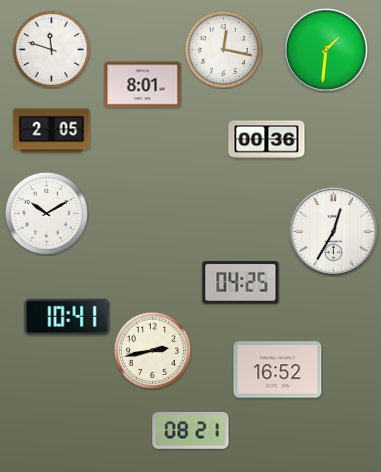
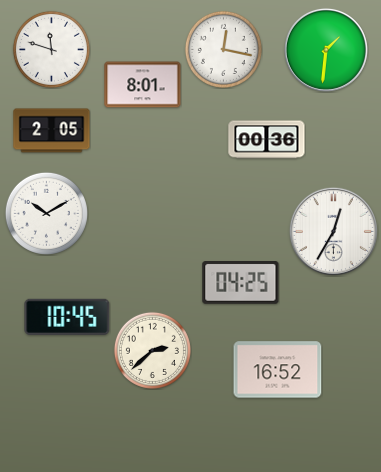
clock at (67, 317): 10:41 -> 10:45
clock at (152, 350): 2:43 -> 2:38
clock at (191, 431): 08:21 -> none
